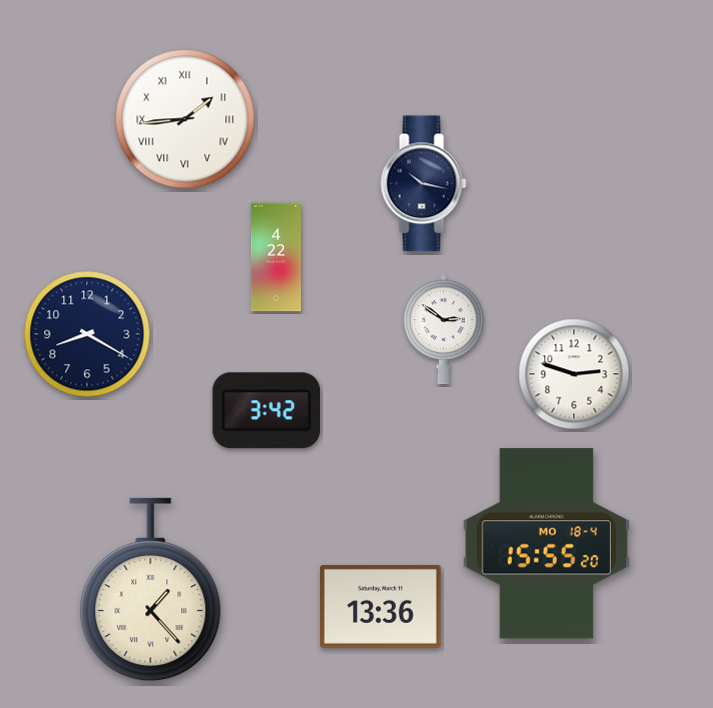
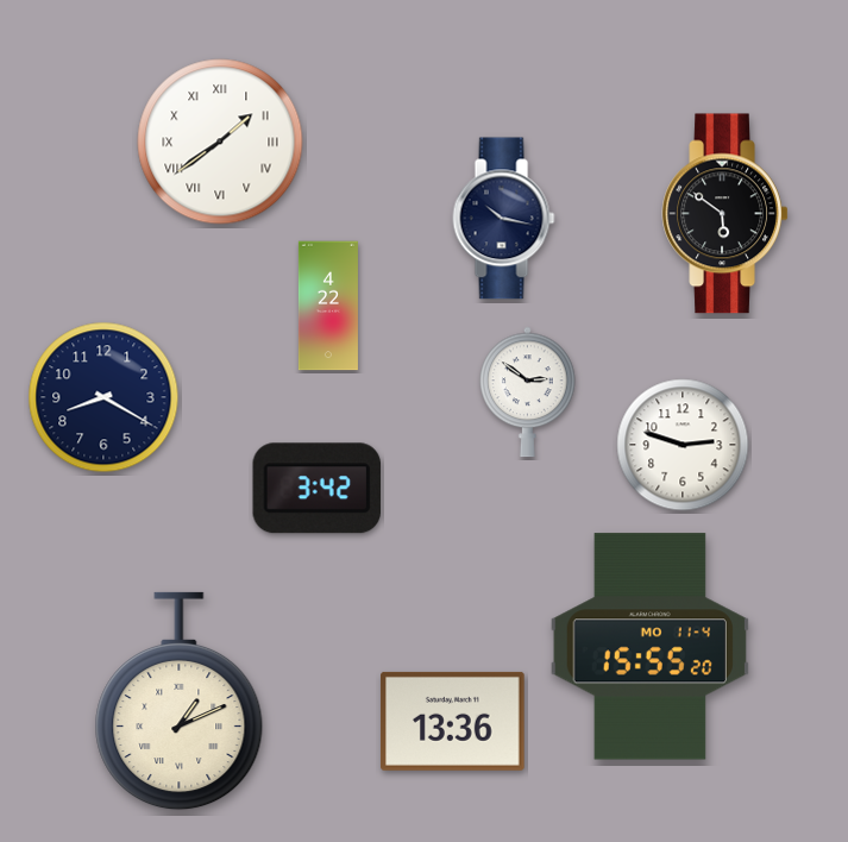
clock at (185, 119): 1:44 -> 1:39
clock at (725, 214): none -> 5:51
clock at (546, 544) date: MO 18-4 -> MO 11-4
clock at (151, 590): 1:23 -> 1:11
